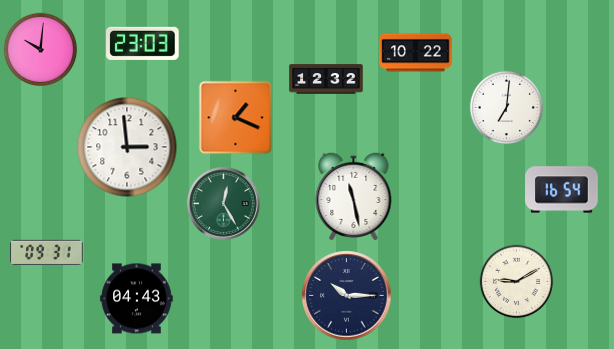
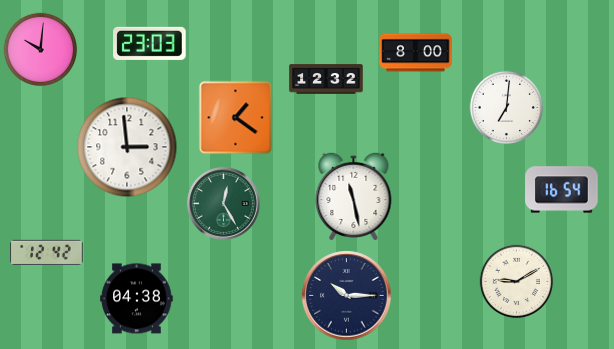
clock at (143, 43) position: (143, 43) -> (150, 43)
clock at (416, 53): 10:22 -> 8:00
clock at (236, 118): 1:19 -> 1:21
clock at (47, 252): 09:31 -> 12:42
clock at (137, 299): 04:43 -> 04:38
